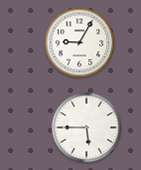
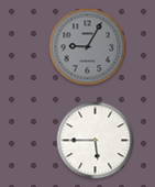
clock at (80, 43) dial: white -> grey
